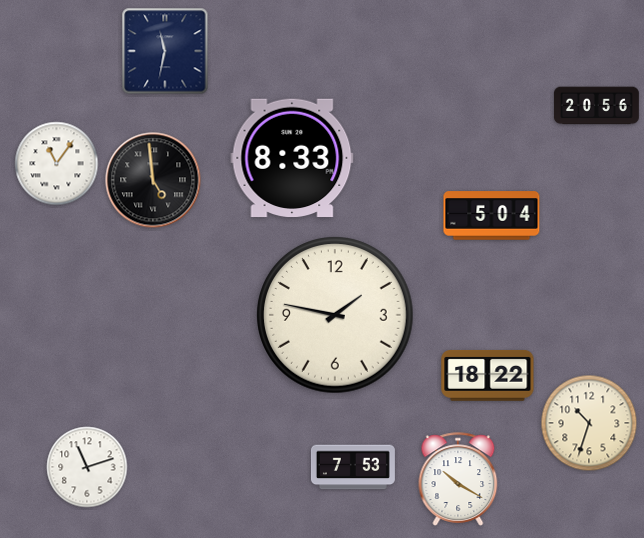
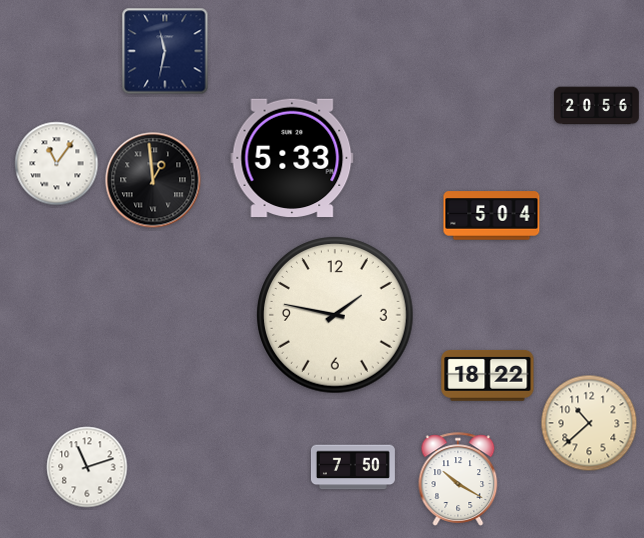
clock at (292, 158): 8:33 -> 5:33
clock at (153, 180): 4:59 -> 12:59
clock at (589, 423): 10:33 -> 10:38
clock at (353, 467): 7:53 -> 7:50
